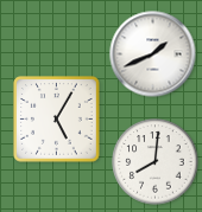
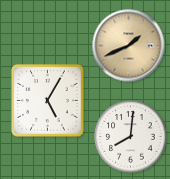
clock at (153, 54) dial: white -> champagne
